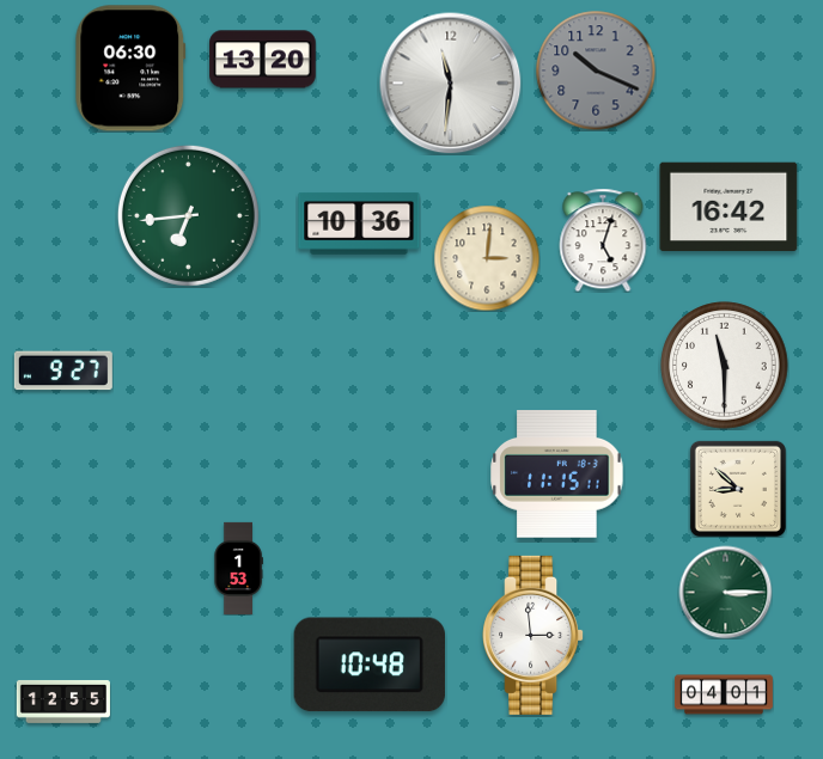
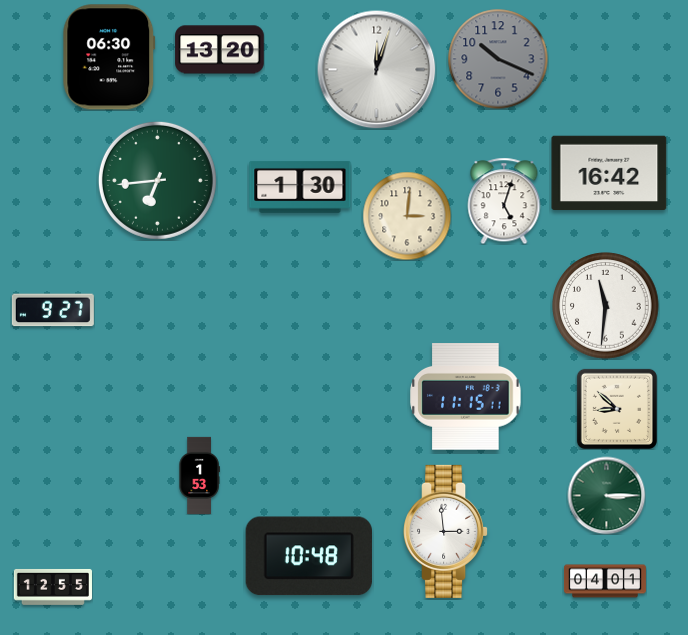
clock at (451, 84): 11:31 -> 12:03
clock at (359, 224): 10:36 -> 1:30
clock at (725, 366): 11:30 -> 11:31
